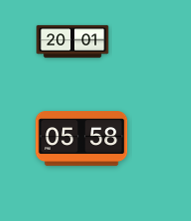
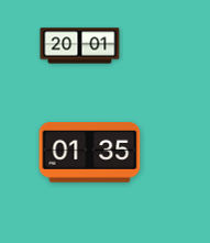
clock at (82, 139): 05:58 -> 01:35
